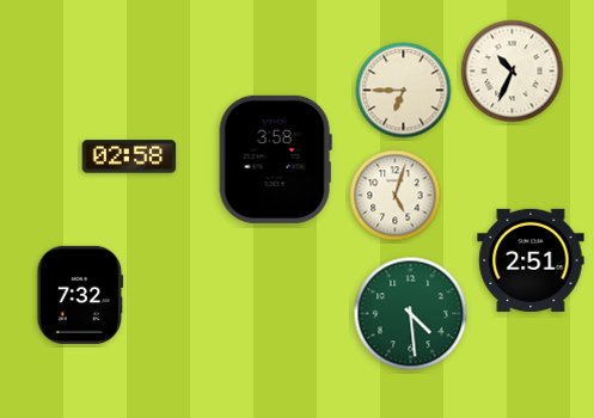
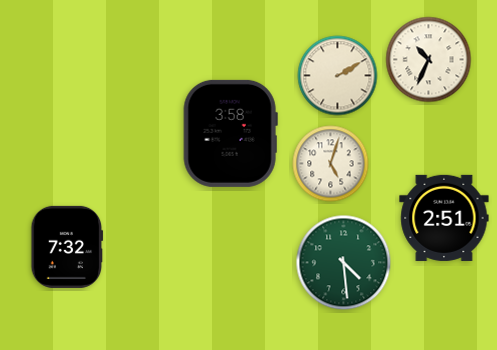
clock at (404, 91): 6:45 -> 2:10
clock at (129, 156): 02:58 -> none
